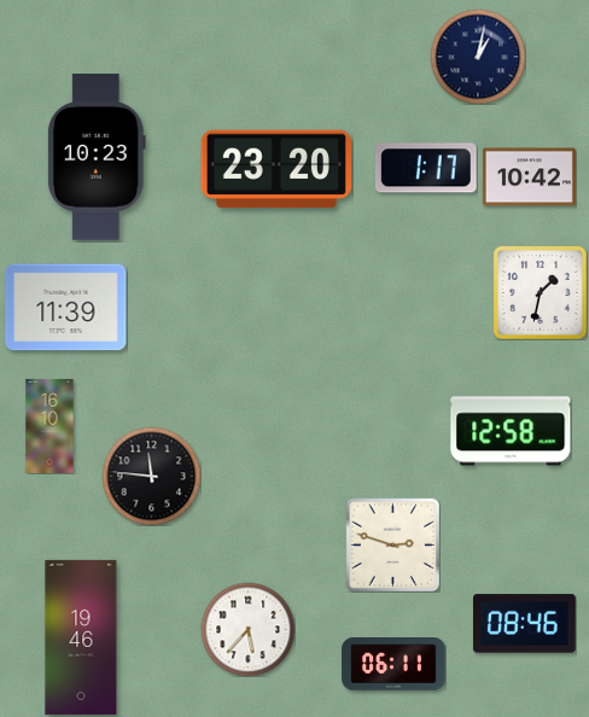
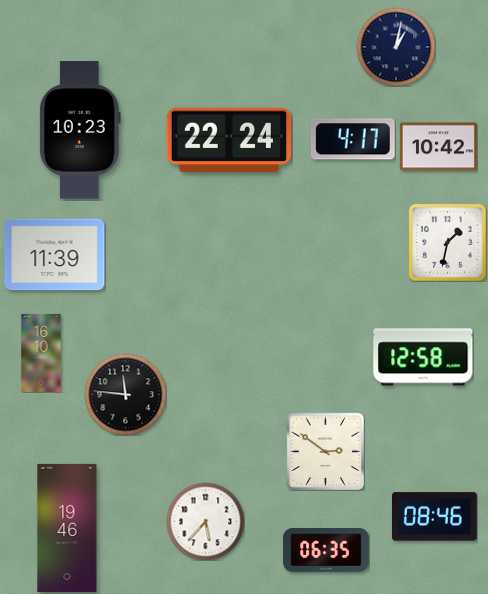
clock at (426, 168): 1:17 -> 4:17
clock at (276, 169): 23:20 -> 22:24
clock at (392, 544): 2:48 -> 2:51
clock at (393, 665): 06:11 -> 06:35
